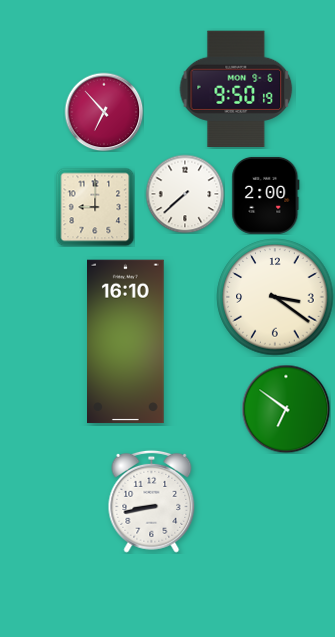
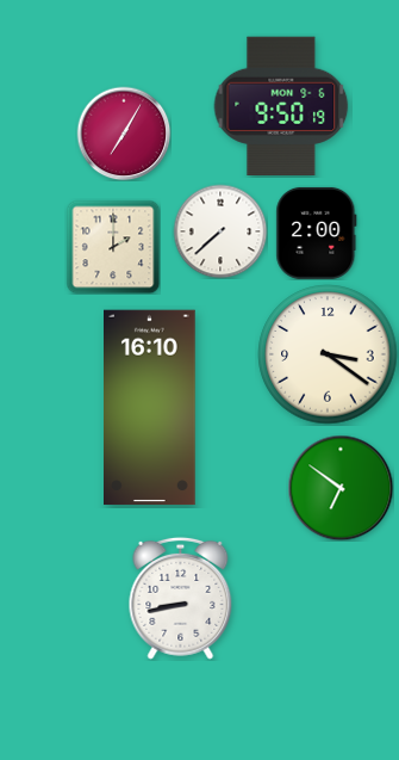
clock at (104, 112): 6:53 -> 7:05
clock at (95, 207): 9:00 -> 2:00
